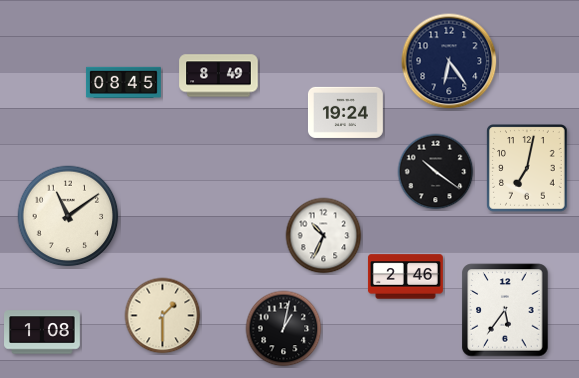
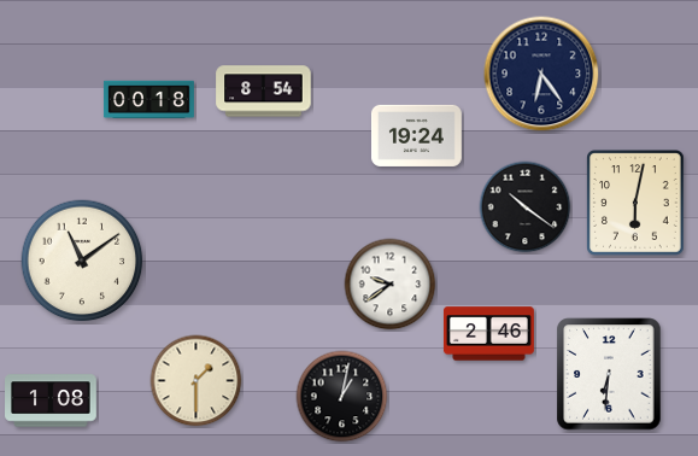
clock at (219, 76): 8:49 -> 8:54
clock at (123, 82): 08:45 -> 00:18
clock at (527, 168): 7:02 -> 6:02
clock at (324, 236): 10:34 -> 9:39
clock at (505, 310): 5:36 -> 6:31
